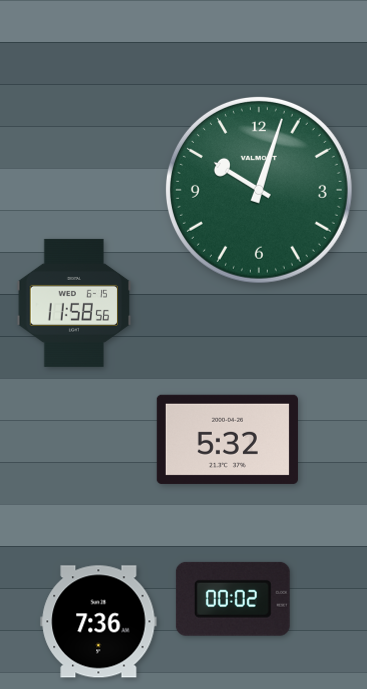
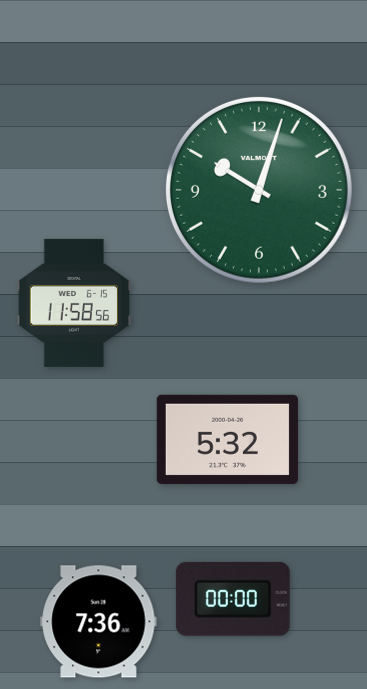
clock at (233, 599): 00:02 -> 00:00
